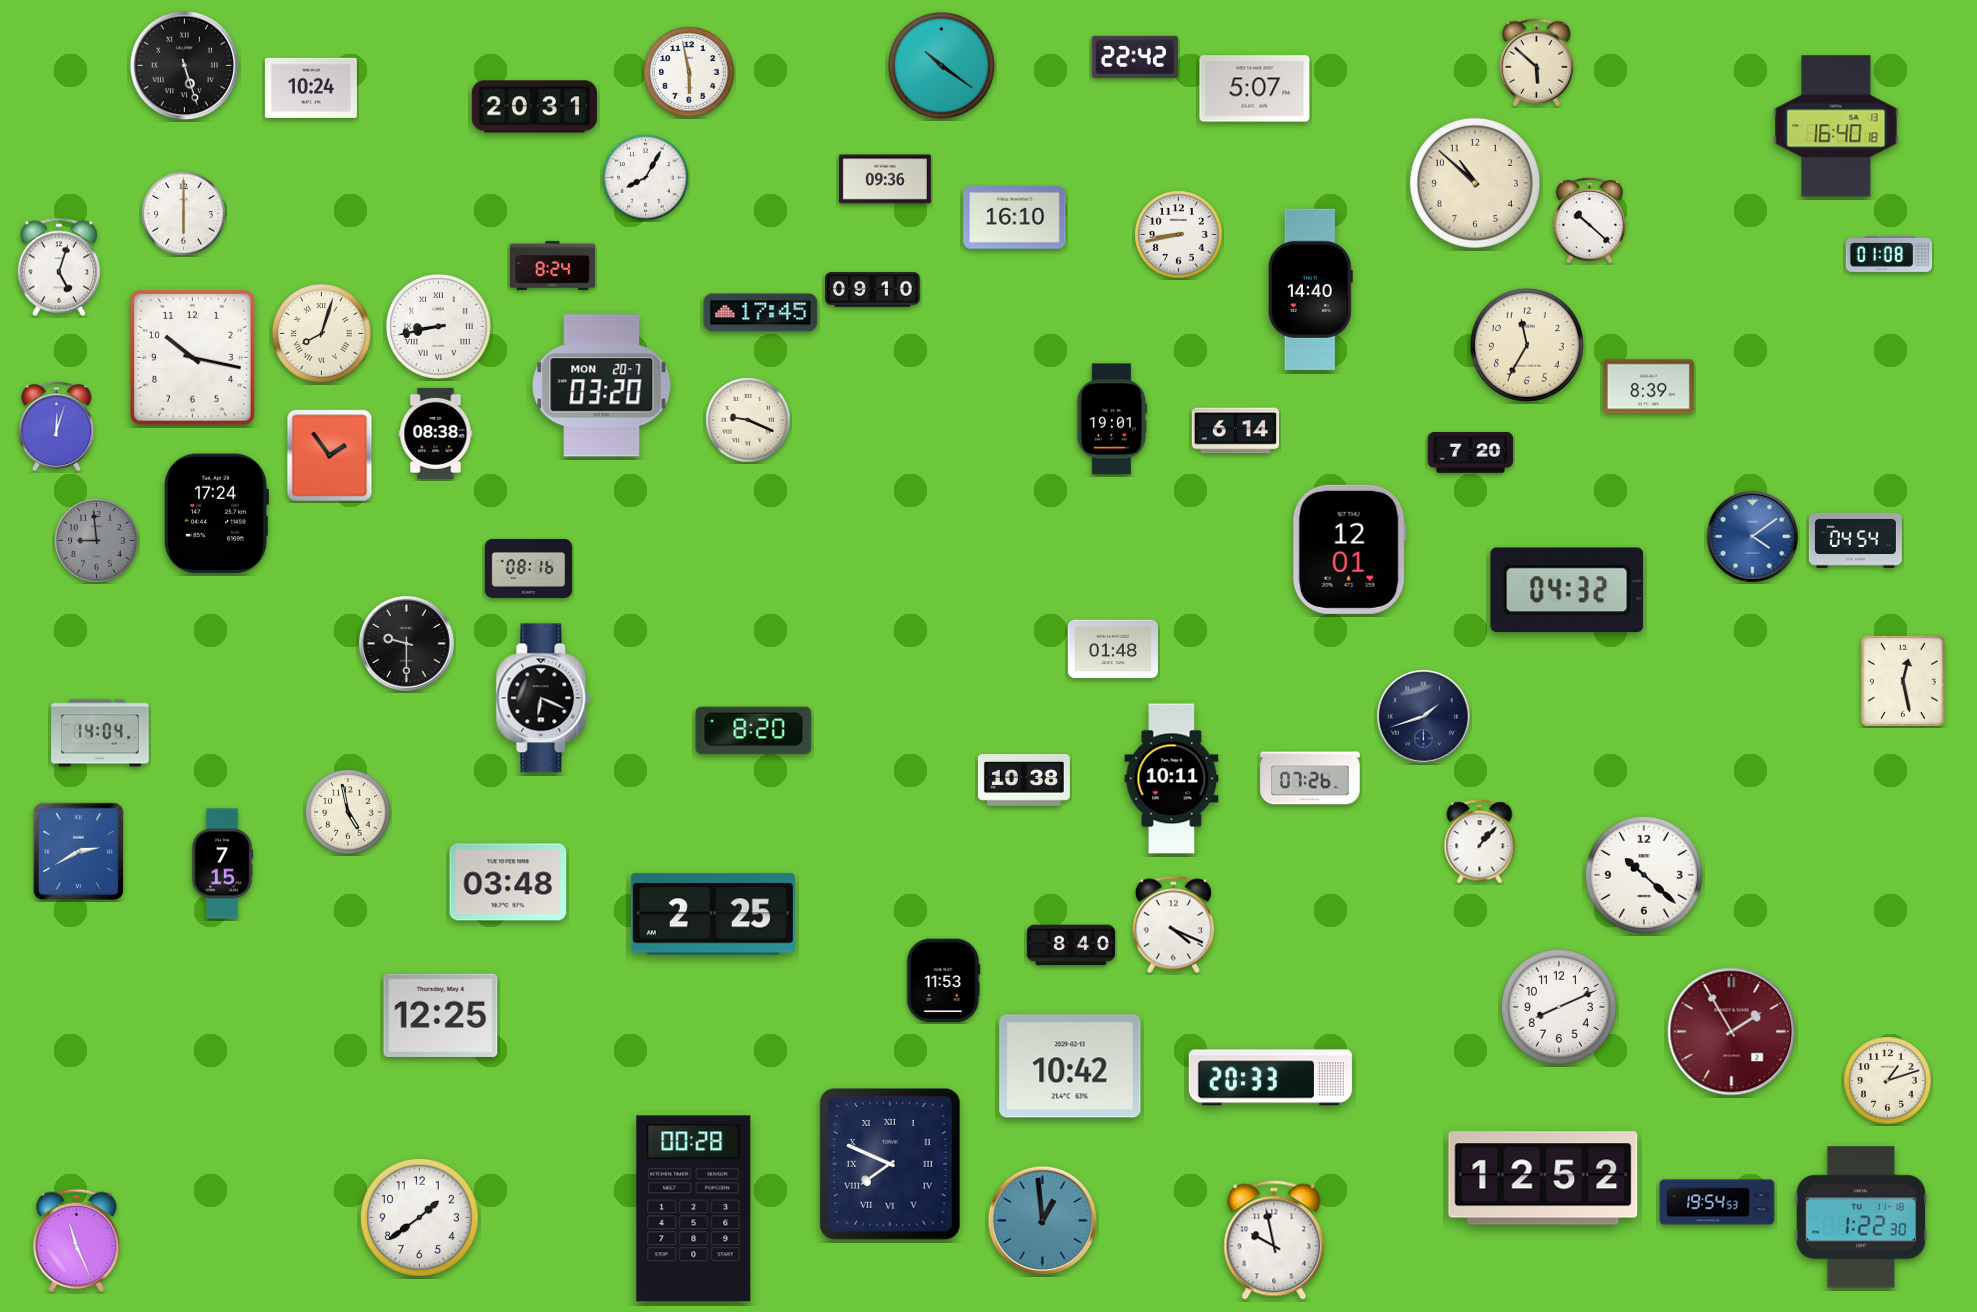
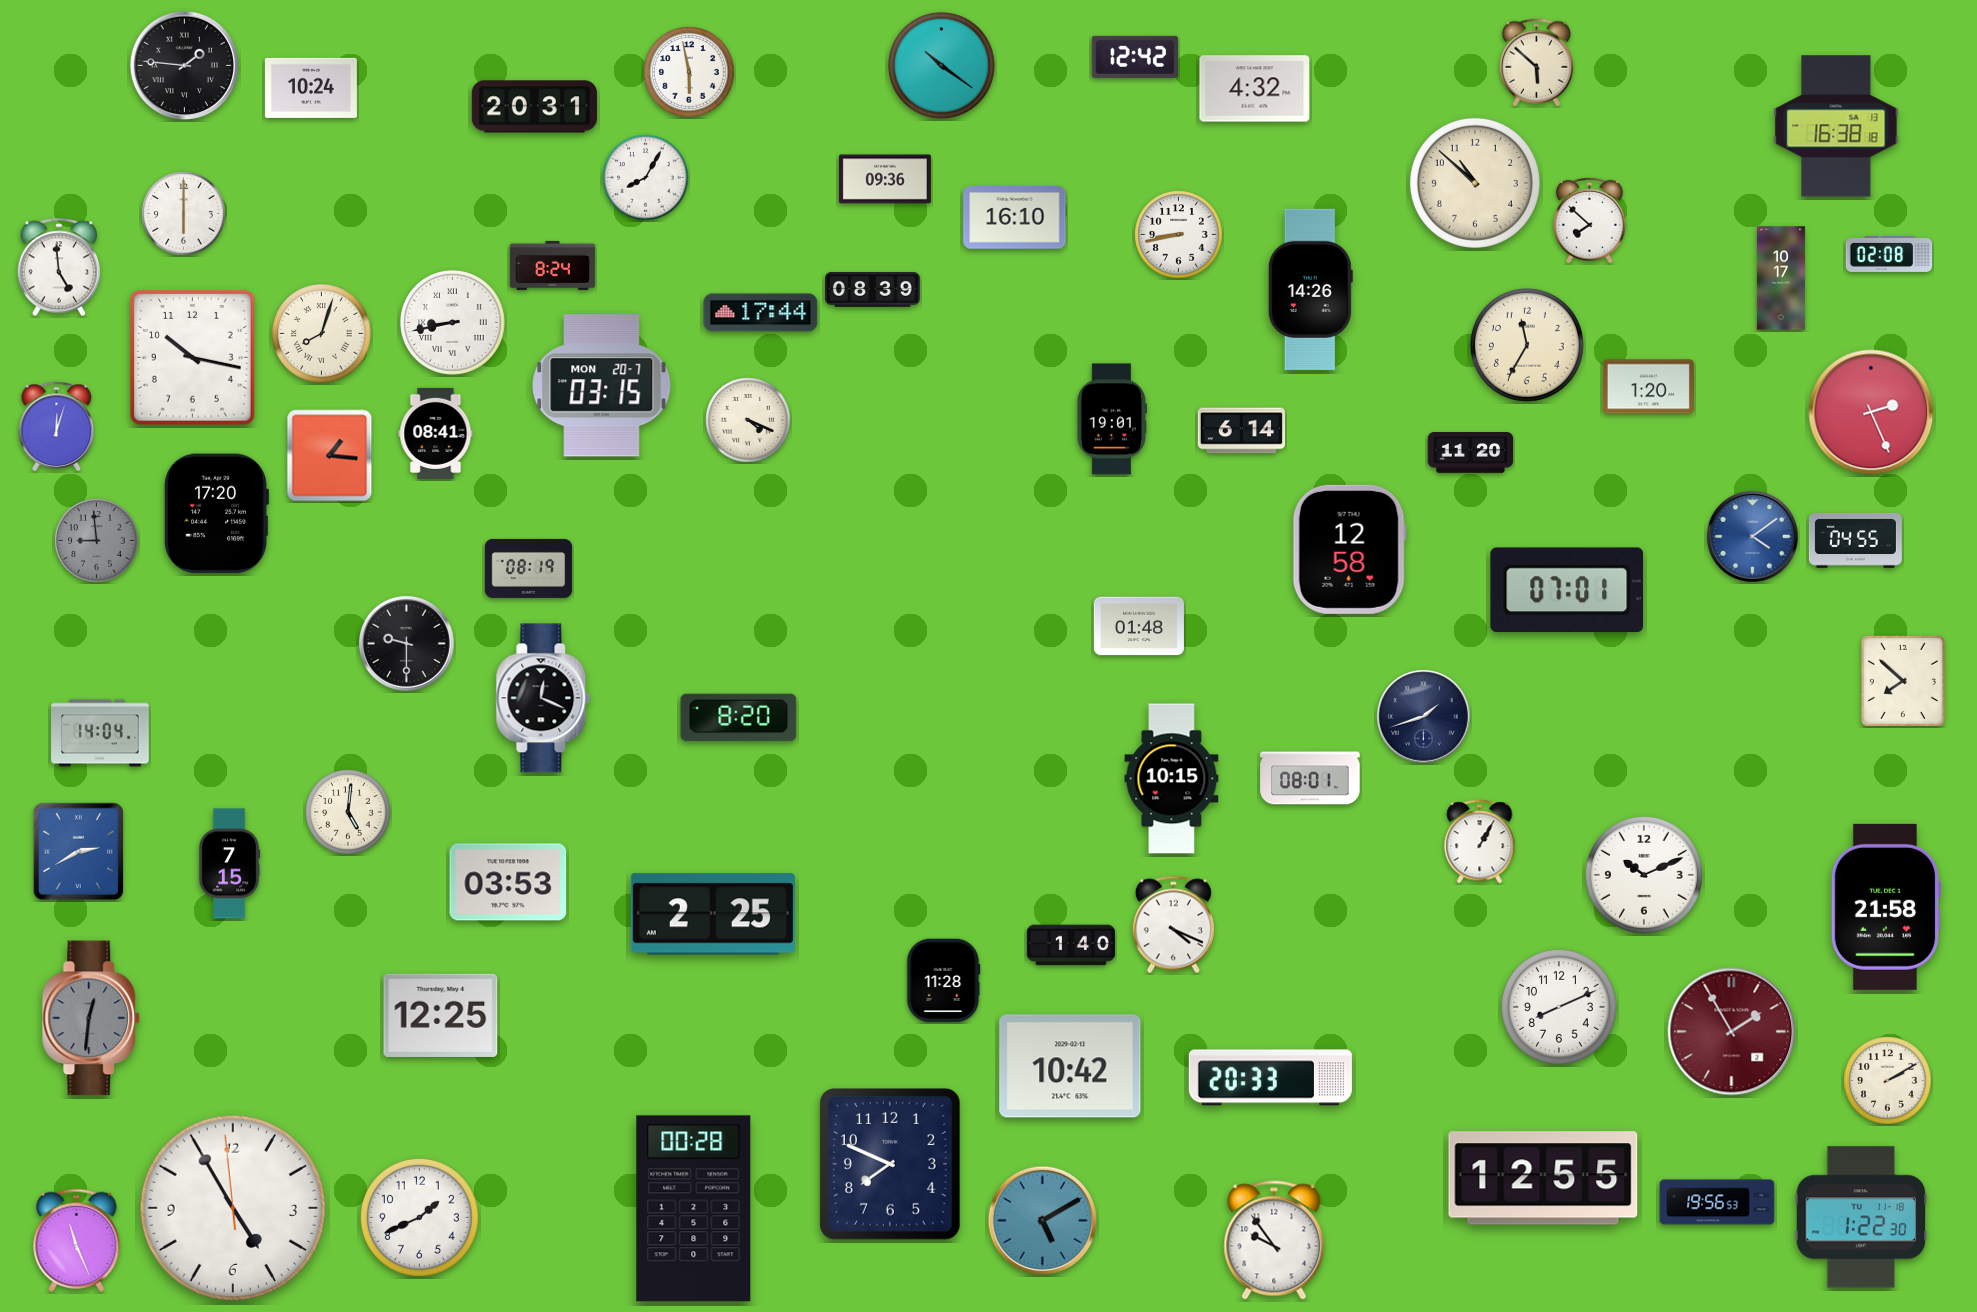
clock at (1135, 57): 22:42 -> 12:42
clock at (184, 65): 5:27 -> 1:46
clock at (1255, 89): 5:07 -> 4:32
clock at (1836, 126): 16:40 -> 16:38
clock at (1590, 220): 10:22 -> 7:52
clock at (1889, 254): 01:08 -> 02:08
clock at (58, 267): 5:03 -> 4:59
clock at (1781, 278): none -> 10:17
clock at (1310, 289): 14:40 -> 14:26
clock at (873, 290): 09:10 -> 08:39
clock at (761, 313): 17:45 -> 17:44
clock at (439, 327) position: (439, 327) -> (453, 323)
clock at (602, 386): 03:20 -> 03:15
clock at (1648, 387): 8:39 -> 1:20
clock at (1871, 412): none -> 2:26
clock at (748, 420): 9:19 -> 4:19
clock at (1235, 431) position: (1235, 431) -> (1241, 431)
clock at (436, 433): 08:38 -> 08:41
clock at (1471, 453): 7:20 -> 11:20
clock at (330, 456): 1:54 -> 1:16
clock at (217, 514): 17:24 -> 17:20
clock at (1855, 540): 04:54 -> 04:55
clock at (1349, 549): 12:01 -> 12:58
clock at (529, 568): 08:16 -> 08:19
clock at (1567, 590): 04:32 -> 07:01
clock at (1113, 649) position: (1113, 649) -> (1139, 626)
clock at (1903, 681): 12:28 -> 7:52
clock at (543, 698): 6:19 -> 12:19
clock at (754, 731) position: (754, 731) -> (739, 718)
clock at (1310, 778): 07:26 -> 08:01
clock at (1172, 779): 10:11 -> 10:15
clock at (1024, 781): 10:38 -> none
clock at (348, 812): 4:58 -> 5:01
clock at (1480, 842): 1:07 -> 1:05
clock at (222, 864) position: (222, 864) -> (229, 864)
clock at (1644, 875): 10:22 -> 10:11
clock at (508, 882): 03:48 -> 03:53
clock at (1886, 907): none -> 21:58
clock at (1070, 945): 8:40 -> 1:40
clock at (944, 981): 11:53 -> 11:28
clock at (91, 1018): none -> 12:31
clock at (1888, 1081): 1:12 -> 2:10
clock at (890, 1165) numerals: Roman -> Arabic
clock at (1543, 1178): 12:52 -> 12:55
clock at (1717, 1202): 19:54 -> 19:56
clock at (232, 1207): none -> 4:54
clock at (419, 1217): 1:39 -> 1:41
clock at (1042, 1220): 12:59 -> 5:10
clock at (1274, 1240): 9:58 -> 9:54
